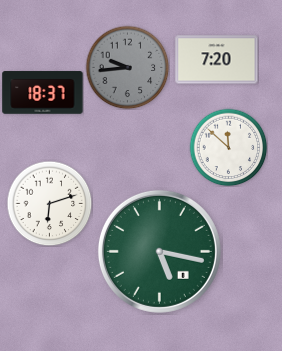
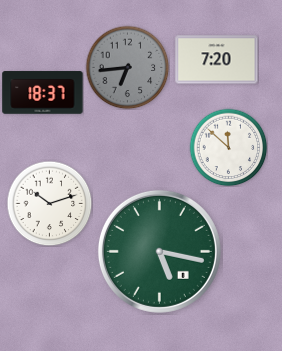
clock at (127, 67): 9:44 -> 6:44
clock at (49, 203): 6:12 -> 10:12
